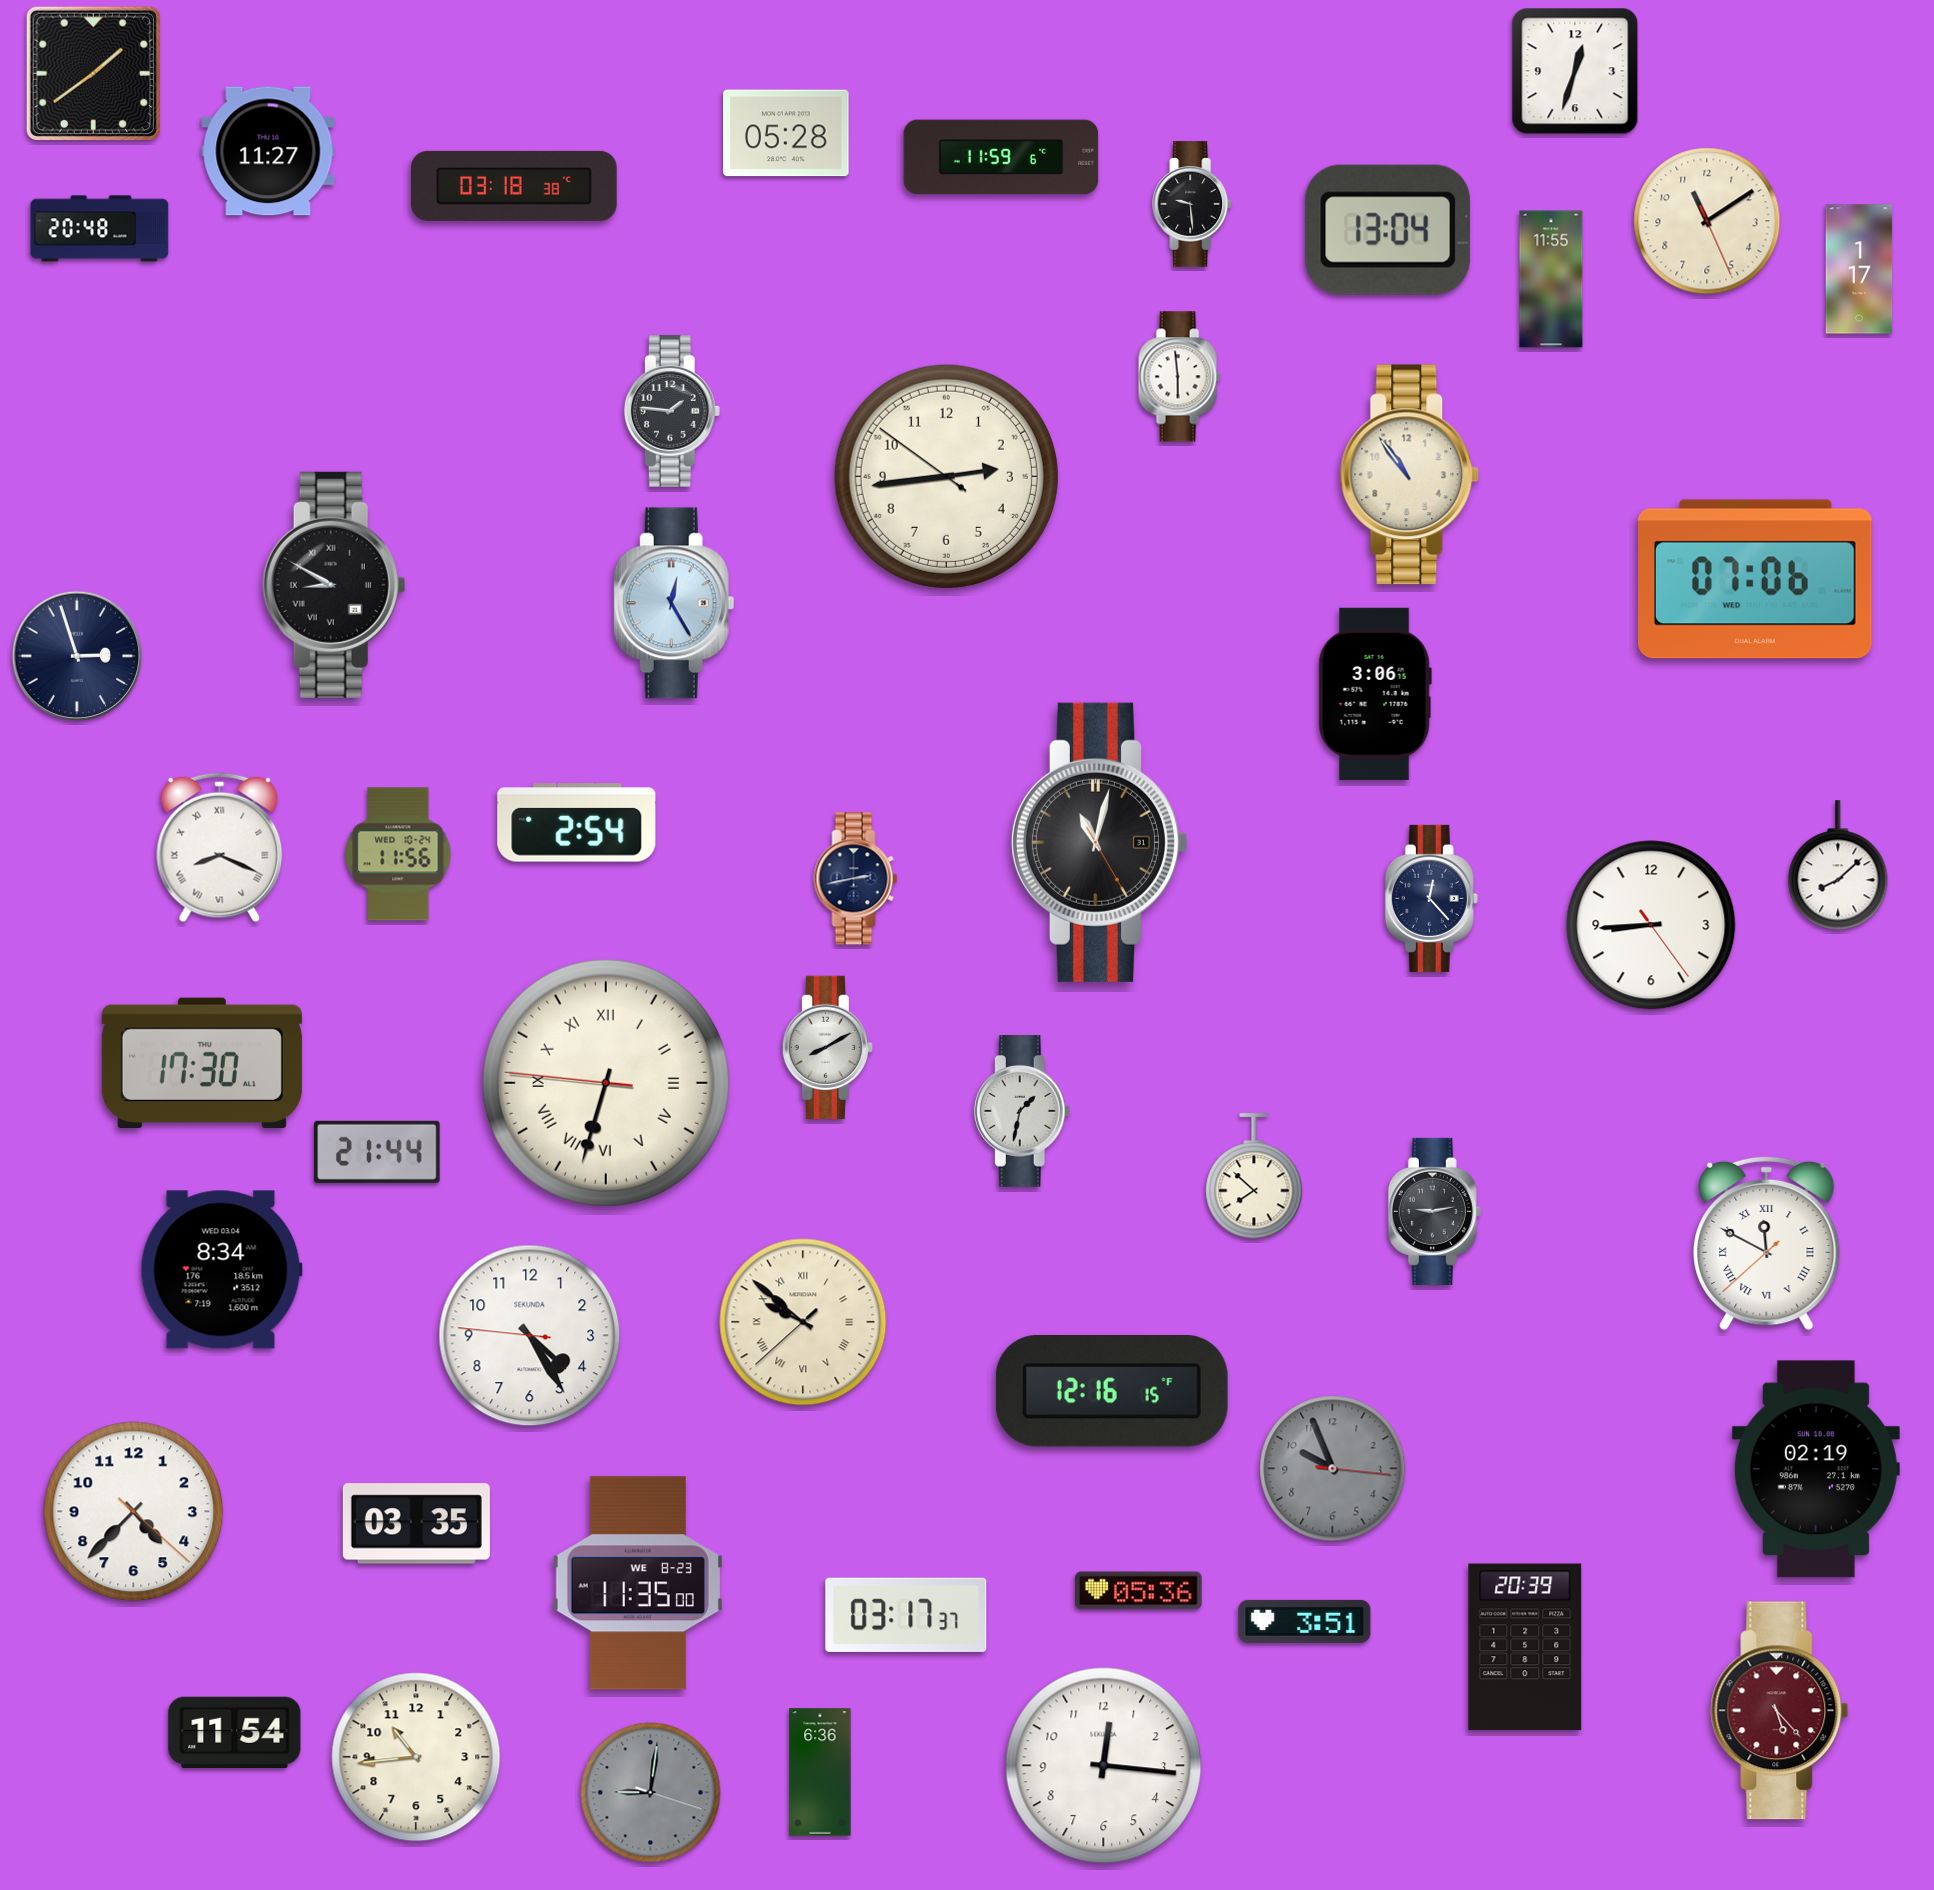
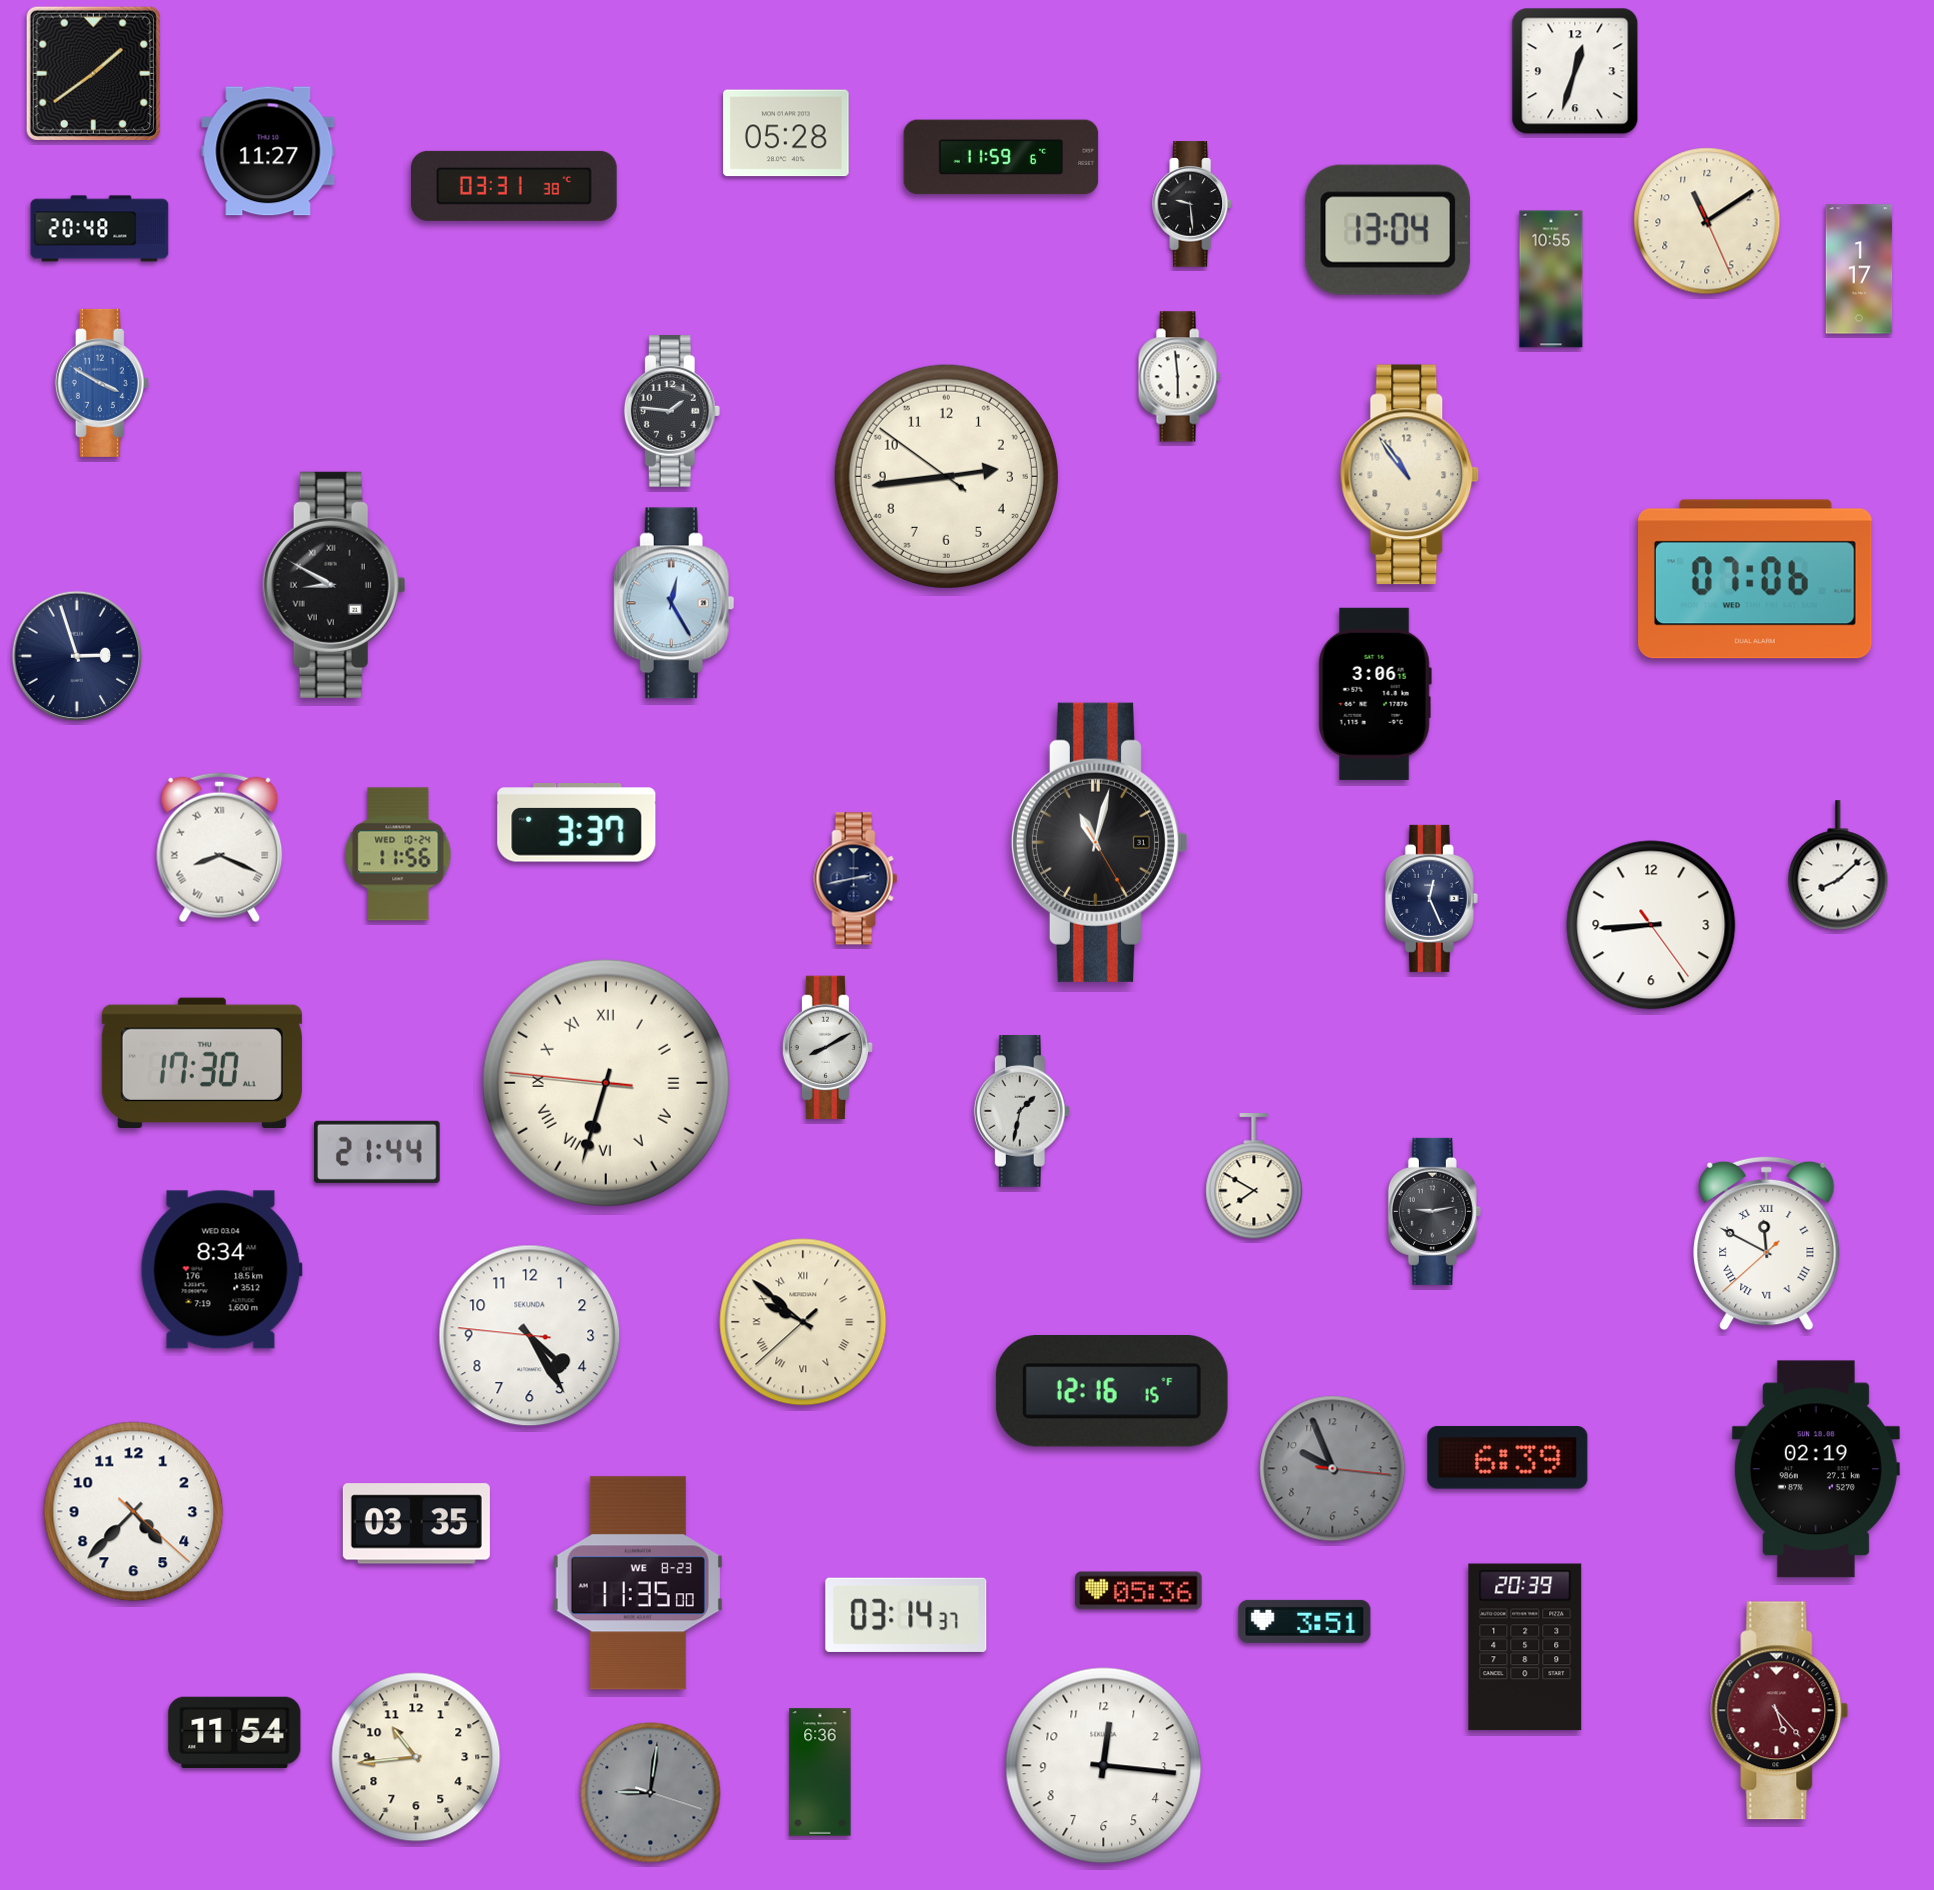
clock at (515, 186): 03:18 -> 03:31
clock at (1551, 279): 11:55 -> 10:55
clock at (102, 383): none -> 3:50
clock at (577, 823): 2:54 -> 3:37
clock at (1431, 898): 12:23 -> 12:26
clock at (1254, 1177): 7:52 -> 7:50
clock at (1508, 1458): none -> 6:39
clock at (906, 1615): 03:17 -> 03:14
